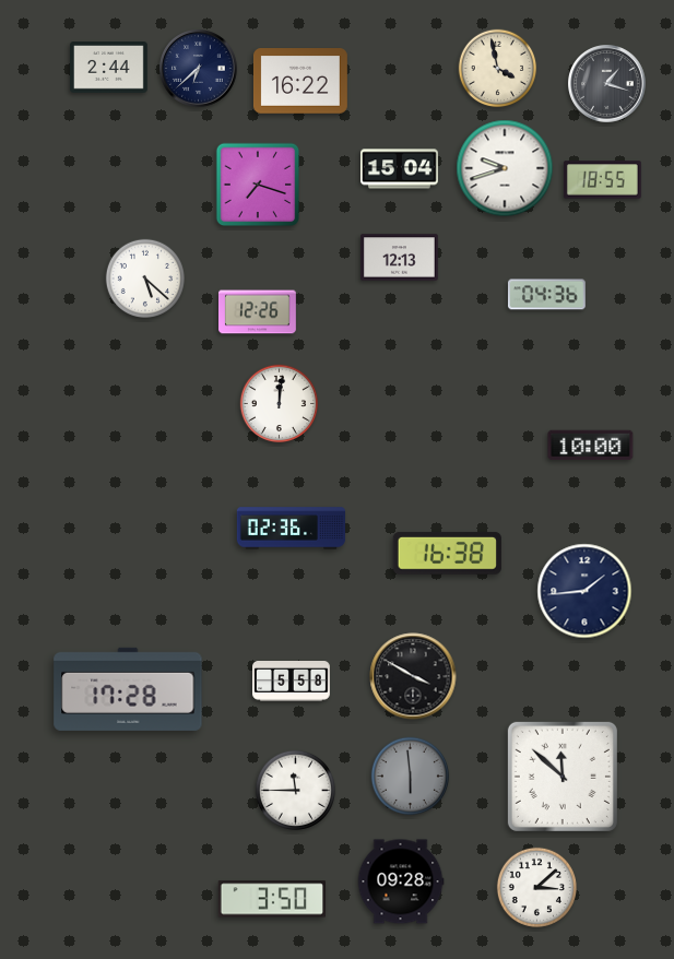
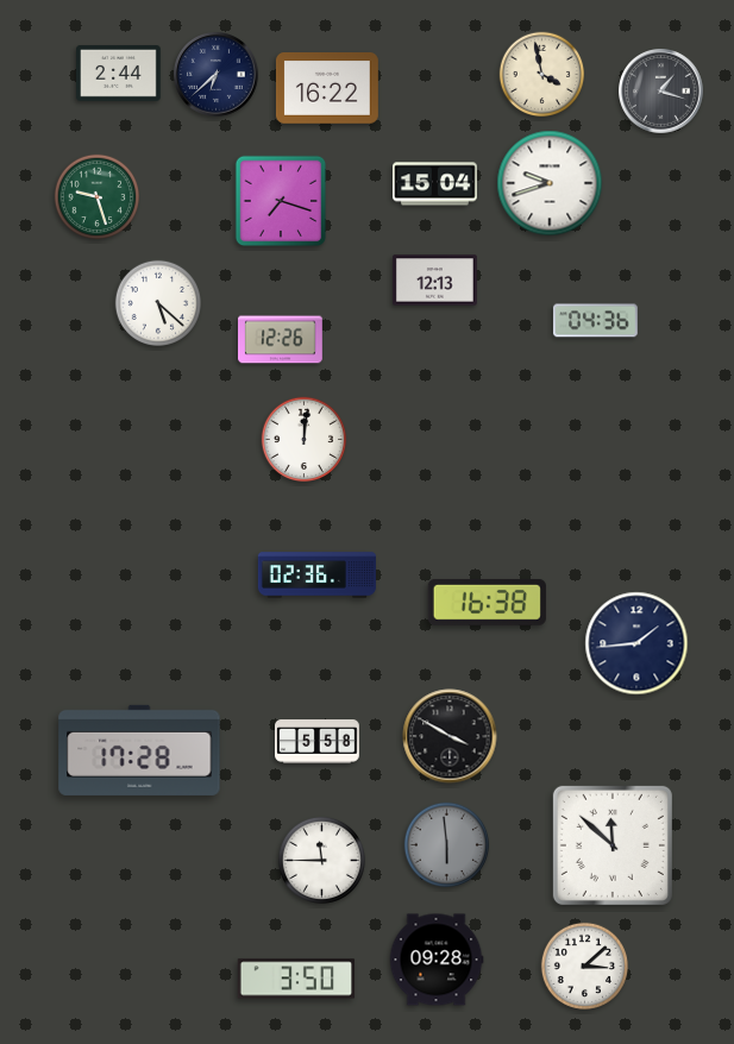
clock at (602, 180): 18:55 -> none
clock at (98, 197): none -> 9:27
clock at (591, 446): 10:00 -> none
